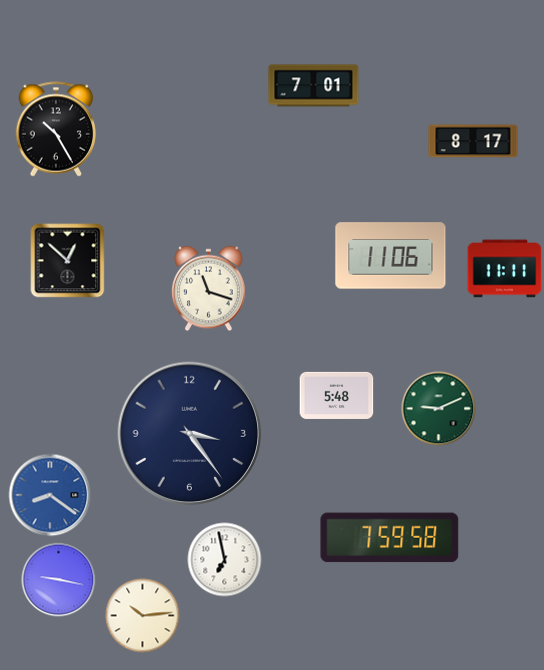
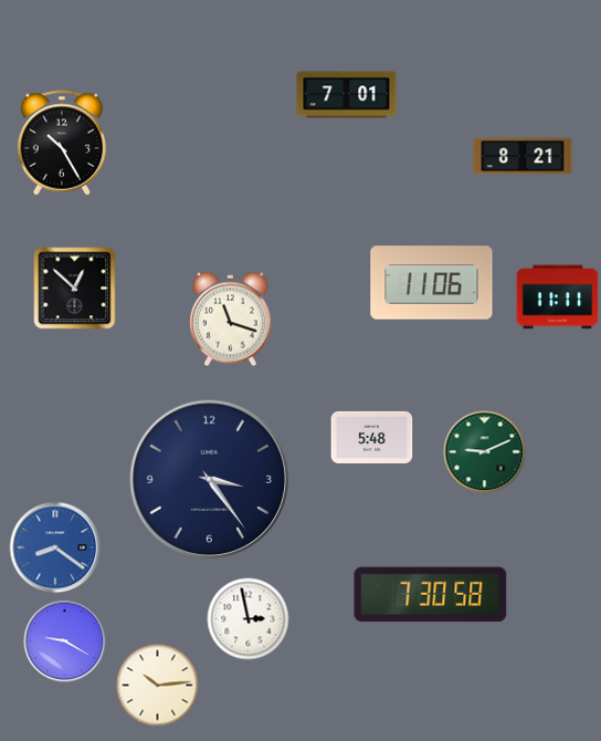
clock at (473, 141): 8:17 -> 8:21
clock at (390, 538): 7:59 -> 7:30
clock at (225, 560): 6:58 -> 2:58
clock at (59, 580): 9:17 -> 9:20
clock at (143, 616) position: (143, 616) -> (158, 686)
